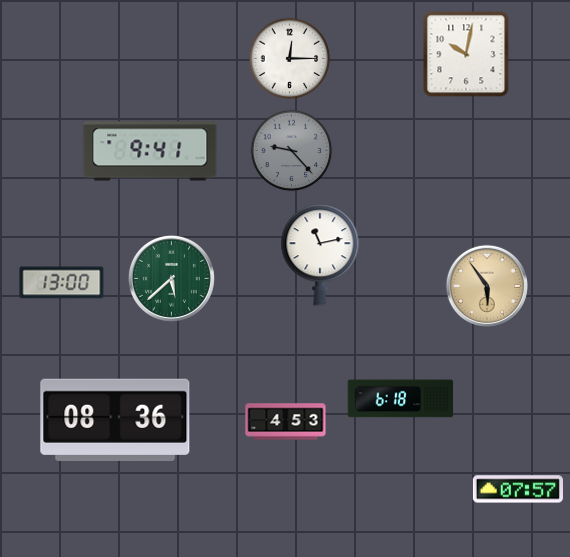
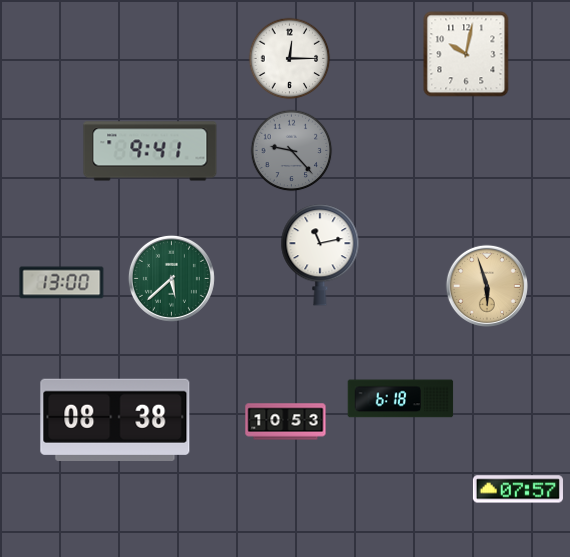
clock at (487, 286): 5:54 -> 5:57
clock at (115, 419): 08:36 -> 08:38
clock at (286, 422): 4:53 -> 10:53
